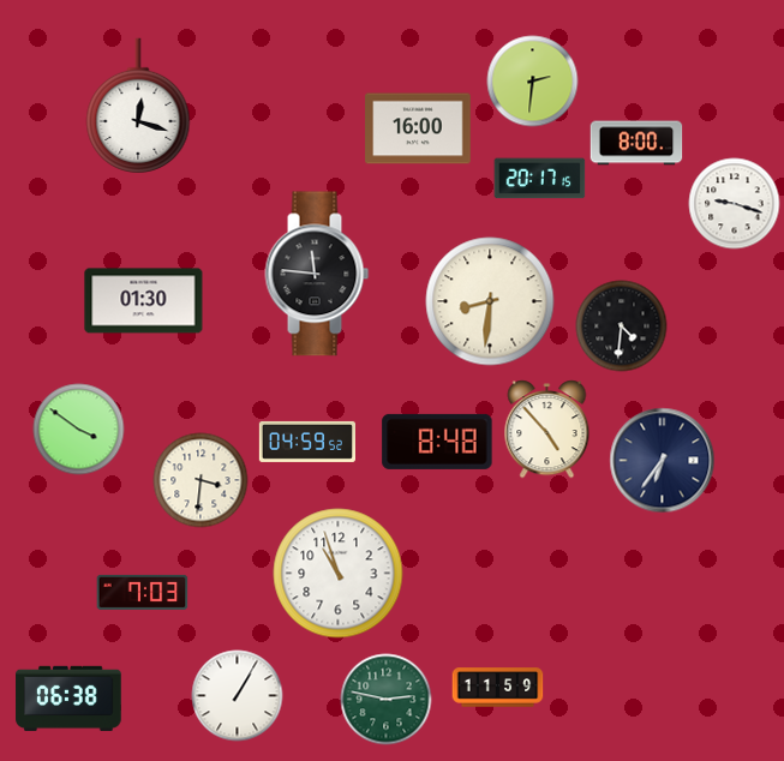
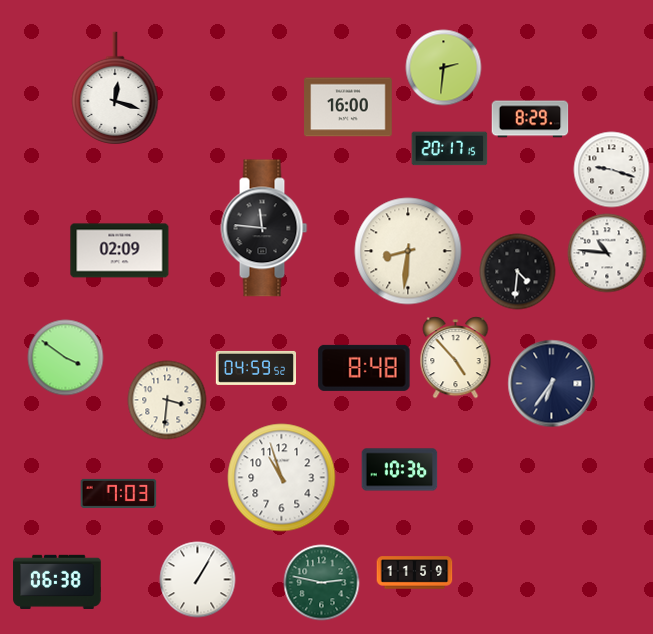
clock at (636, 143): 8:00 -> 8:29
clock at (144, 301): 01:30 -> 02:09
clock at (607, 253): none -> 10:46
clock at (400, 470): none -> 10:36
